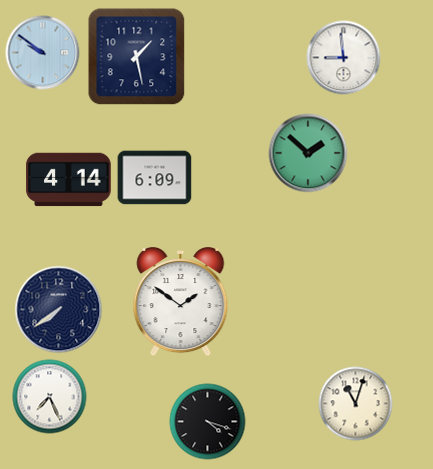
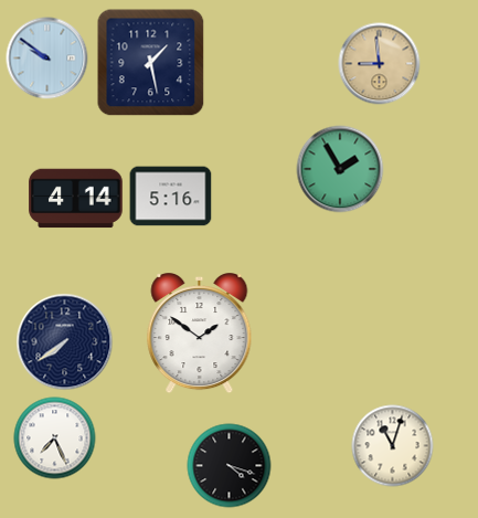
clock at (344, 58) dial: white -> champagne
clock at (308, 153): 1:52 -> 1:55
clock at (155, 178): 6:09 -> 5:16
